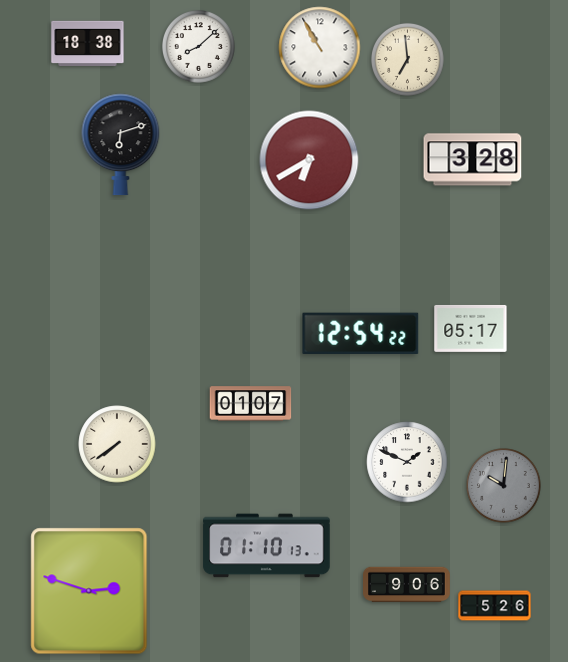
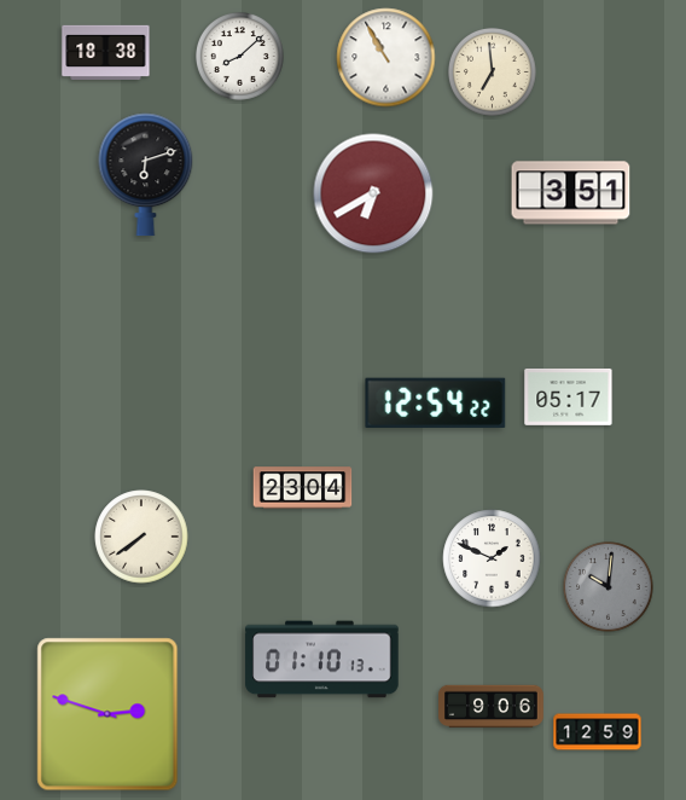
clock at (473, 160): 3:28 -> 3:51
clock at (251, 404): 01:07 -> 23:04
clock at (495, 606): 5:26 -> 12:59
